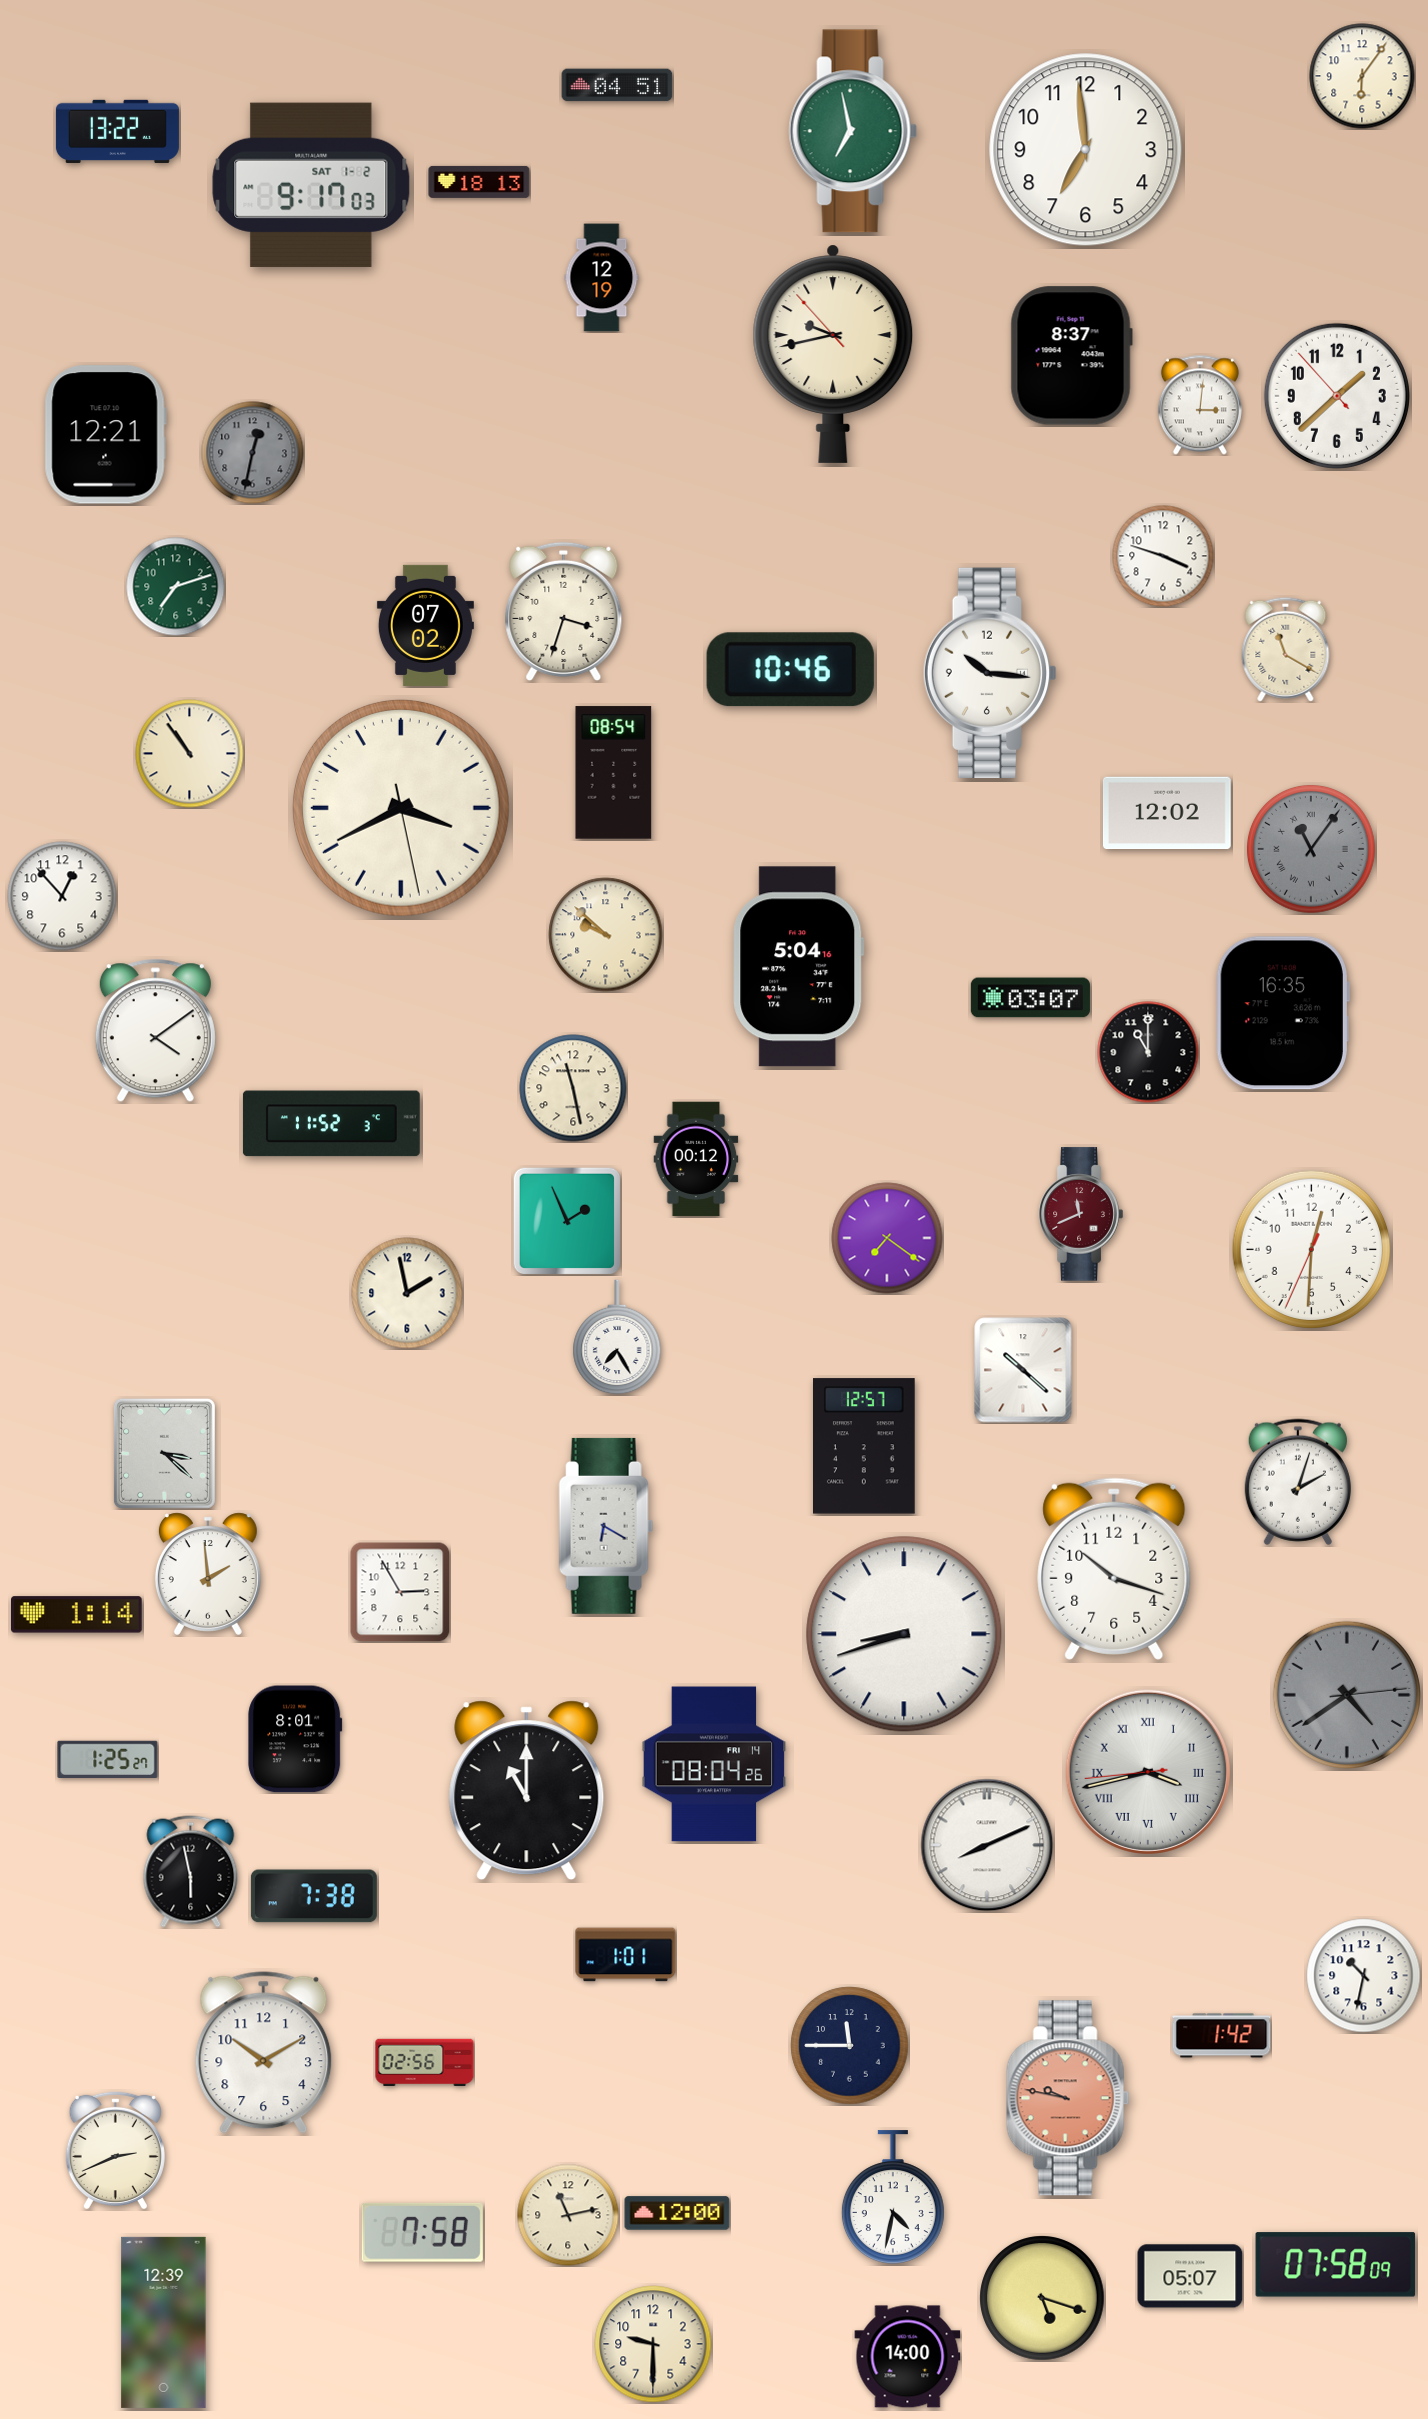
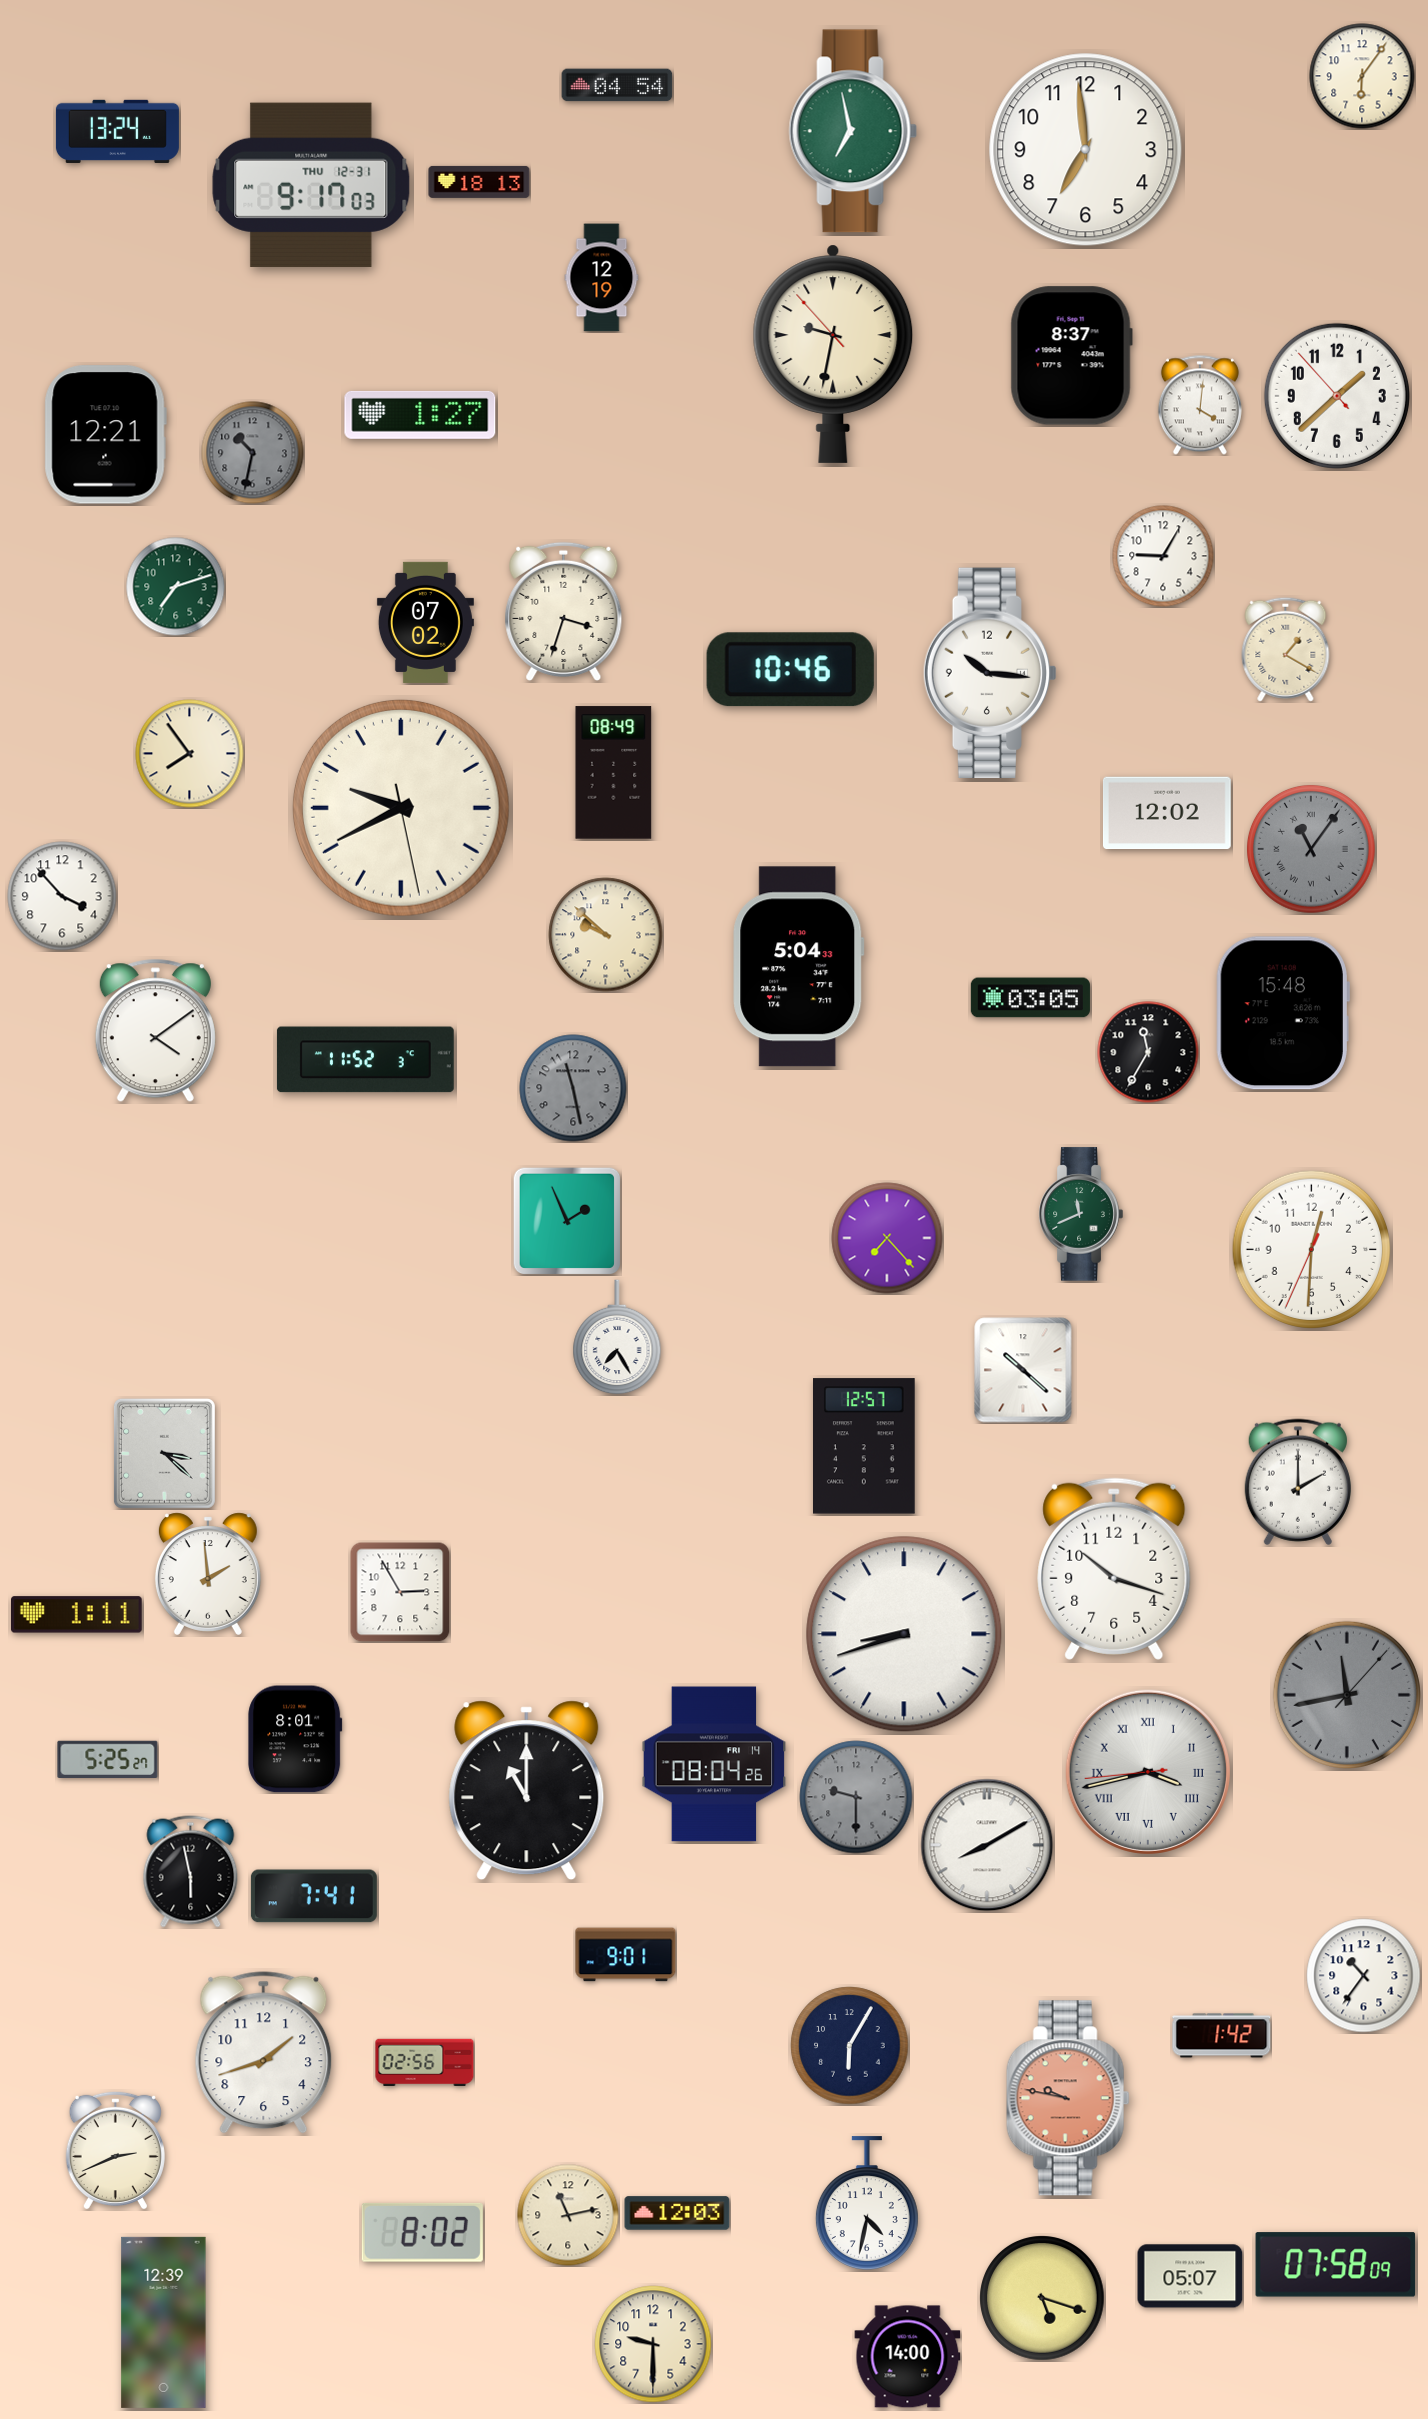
clock at (617, 85): 04:51 -> 04:54
clock at (117, 131): 13:22 -> 13:24
clock at (311, 185) date: SAT 1-2 -> THU 12-31
clock at (833, 354): 9:42 -> 9:31
clock at (1200, 405): 3:01 -> 4:01
clock at (420, 415): none -> 1:27
clock at (253, 453): 12:32 -> 10:32
clock at (1163, 556): 3:48 -> 9:05
clock at (425, 625) position: (425, 625) -> (425, 622)
clock at (1286, 649): 11:20 -> 1:20
clock at (190, 754): 10:54 -> 7:54
clock at (614, 773): 08:54 -> 08:49
clock at (401, 808): 3:40 -> 9:40
clock at (62, 896): 12:53 -> 3:53
clock at (799, 967): 5:04:16 -> 5:04:33
clock at (1030, 998): 03:07 -> 03:05
clock at (1283, 1013): 16:35 -> 15:48
clock at (1148, 1052): 11:00 -> 11:35
clock at (573, 1088) dial: cream -> grey
clock at (331, 1124) position: (331, 1124) -> (365, 1060)
clock at (696, 1159): 00:12 -> none
clock at (1081, 1214) dial: burgundy -> green
clock at (887, 1238): 7:21 -> 7:23
clock at (407, 1293): 1:58 -> none
clock at (1298, 1482): 2:03 -> 2:00
clock at (606, 1526): 6:20 -> none
clock at (77, 1615): 1:14 -> 1:11
clock at (1347, 1695): 4:39 -> 11:43
clock at (108, 1759): 1:25 -> 5:25
clock at (856, 1797): none -> 9:30
clock at (987, 1845): 8:11 -> 8:10
clock at (314, 1896): 7:38 -> 7:41
clock at (626, 1955): 1:01 -> 9:01
clock at (1364, 1976): 10:32 -> 10:36
clock at (850, 2046): 11:45 -> 6:05
clock at (264, 2053): 10:10 -> 1:42
clock at (893, 2197) position: (893, 2197) -> (867, 2203)
clock at (677, 2213): 12:00 -> 12:03
clock at (422, 2232): 7:58 -> 8:02
